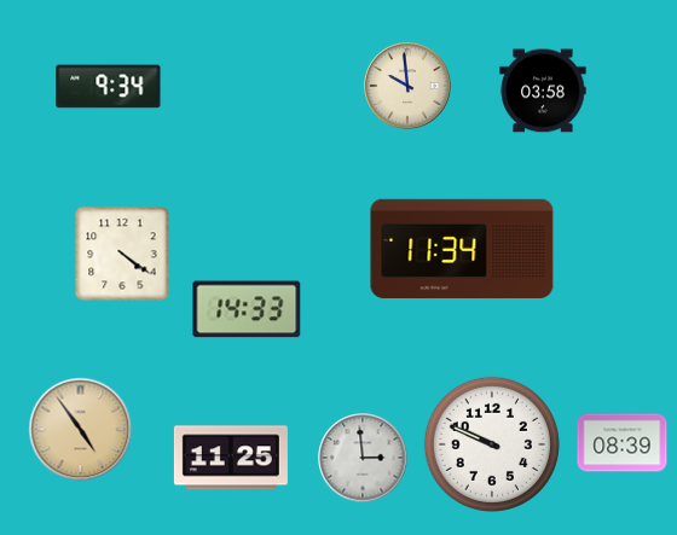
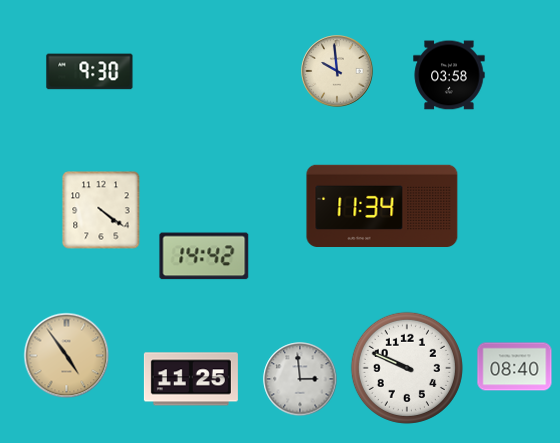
clock at (109, 87): 9:34 -> 9:30
clock at (247, 309): 14:33 -> 14:42
clock at (623, 443): 08:39 -> 08:40
